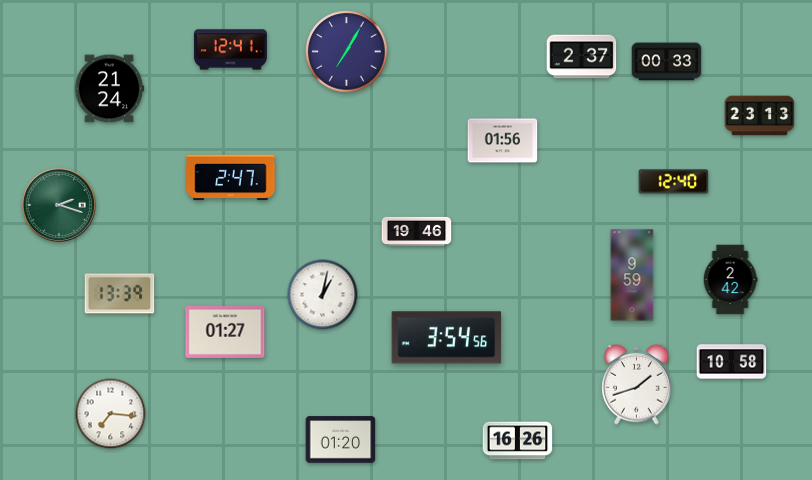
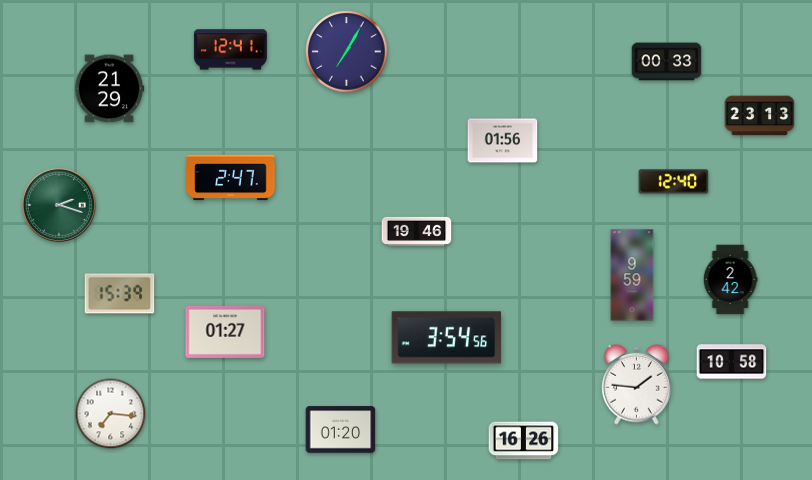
clock at (582, 57): 2:37 -> none
clock at (109, 89): 21:24 -> 21:29
clock at (120, 294): 13:39 -> 15:39
clock at (323, 295): 1:02 -> none
clock at (637, 384): 1:42 -> 1:46
clock at (341, 440) position: (341, 440) -> (341, 430)
clock at (518, 441) position: (518, 441) -> (524, 441)
